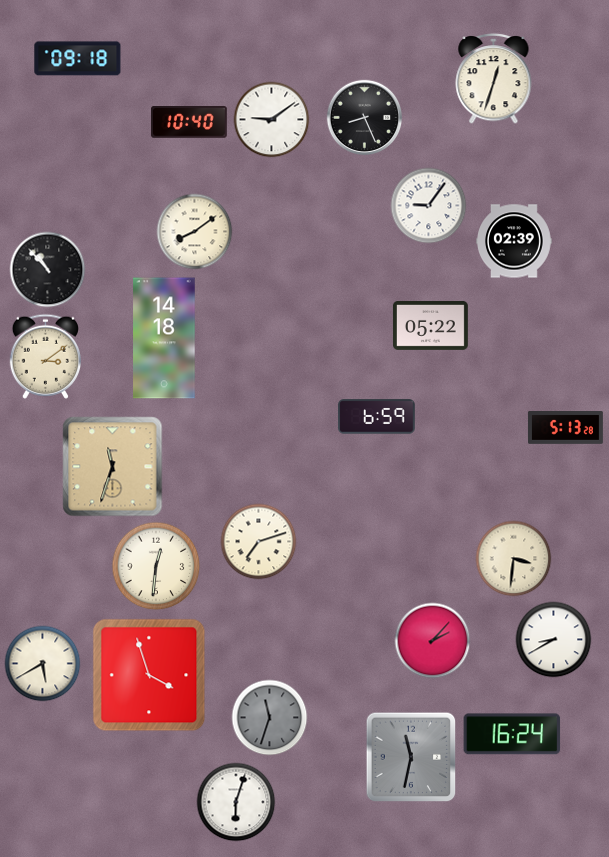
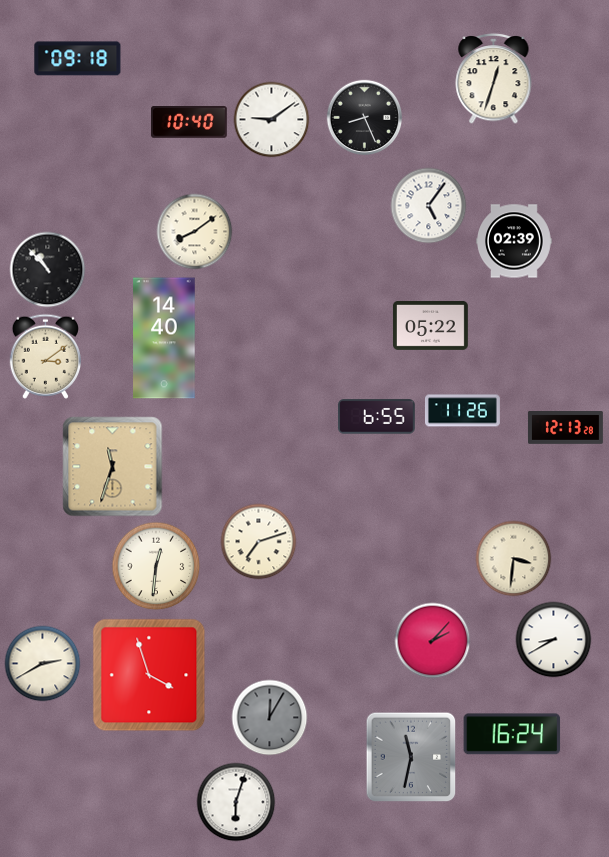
clock at (429, 206): 9:06 -> 5:06
clock at (164, 338): 14:18 -> 14:40
clock at (462, 411): none -> 11:26
clock at (377, 417): 6:59 -> 6:55
clock at (565, 428): 5:13 -> 12:13
clock at (43, 664): 5:40 -> 2:40
clock at (270, 718): 11:33 -> 12:05
